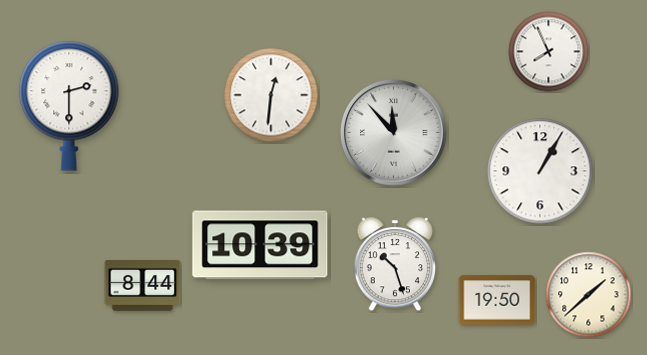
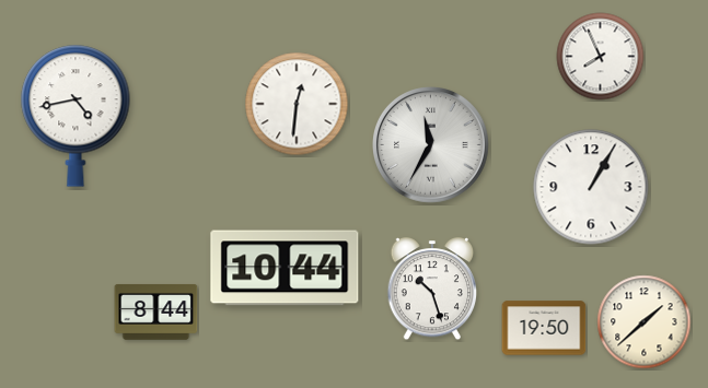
clock at (69, 106): 2:30 -> 4:43
clock at (394, 133): 11:53 -> 11:35
clock at (260, 245): 10:39 -> 10:44
